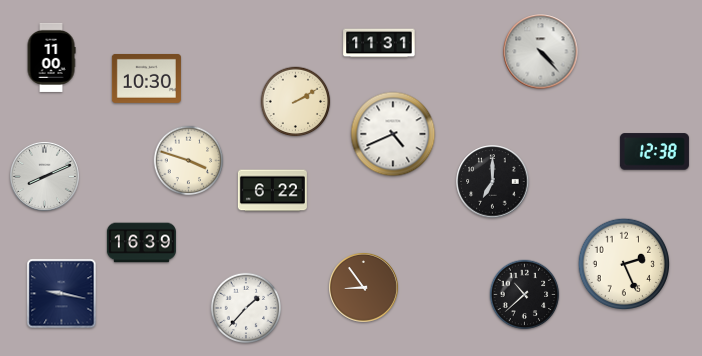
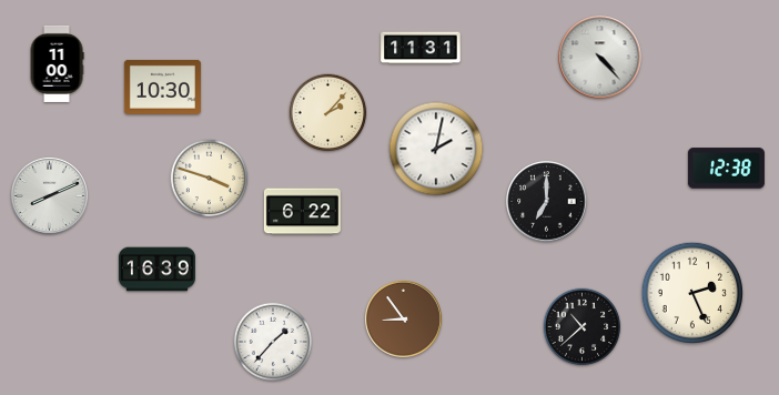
clock at (296, 102): 2:10 -> 2:07
clock at (393, 134): 4:41 -> 2:02
clock at (62, 294): 9:17 -> none
